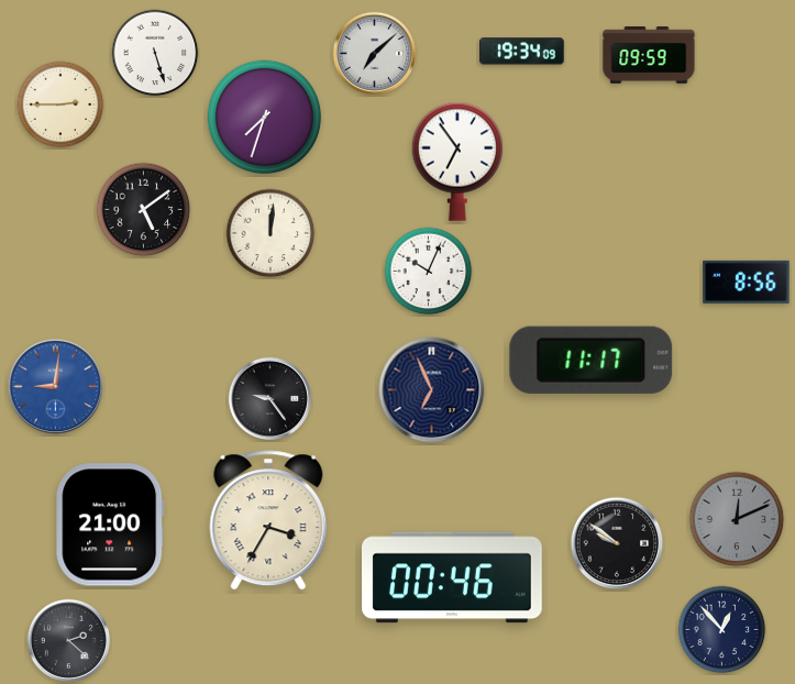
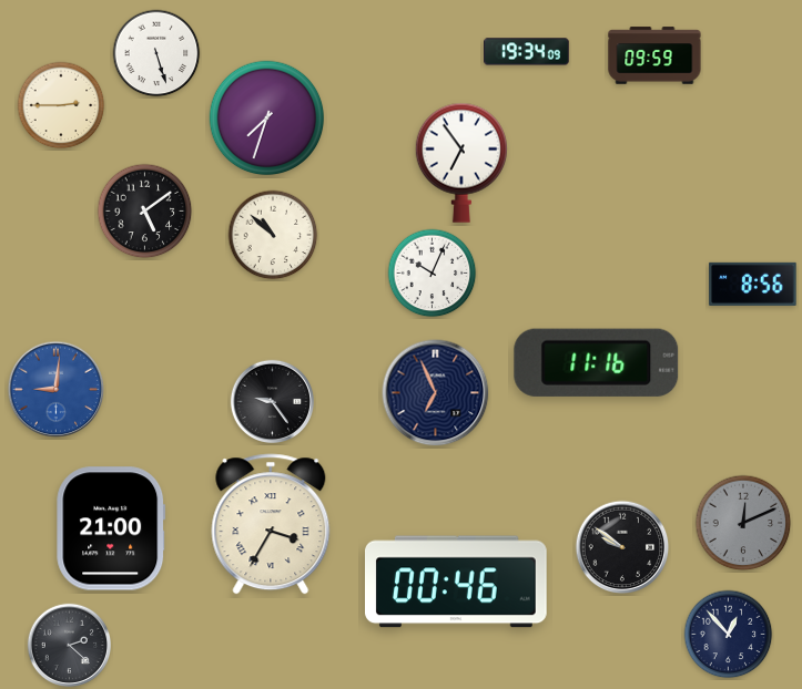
clock at (374, 53): 7:08 -> none
clock at (270, 233): 12:01 -> 10:52
clock at (592, 360): 11:17 -> 11:16
